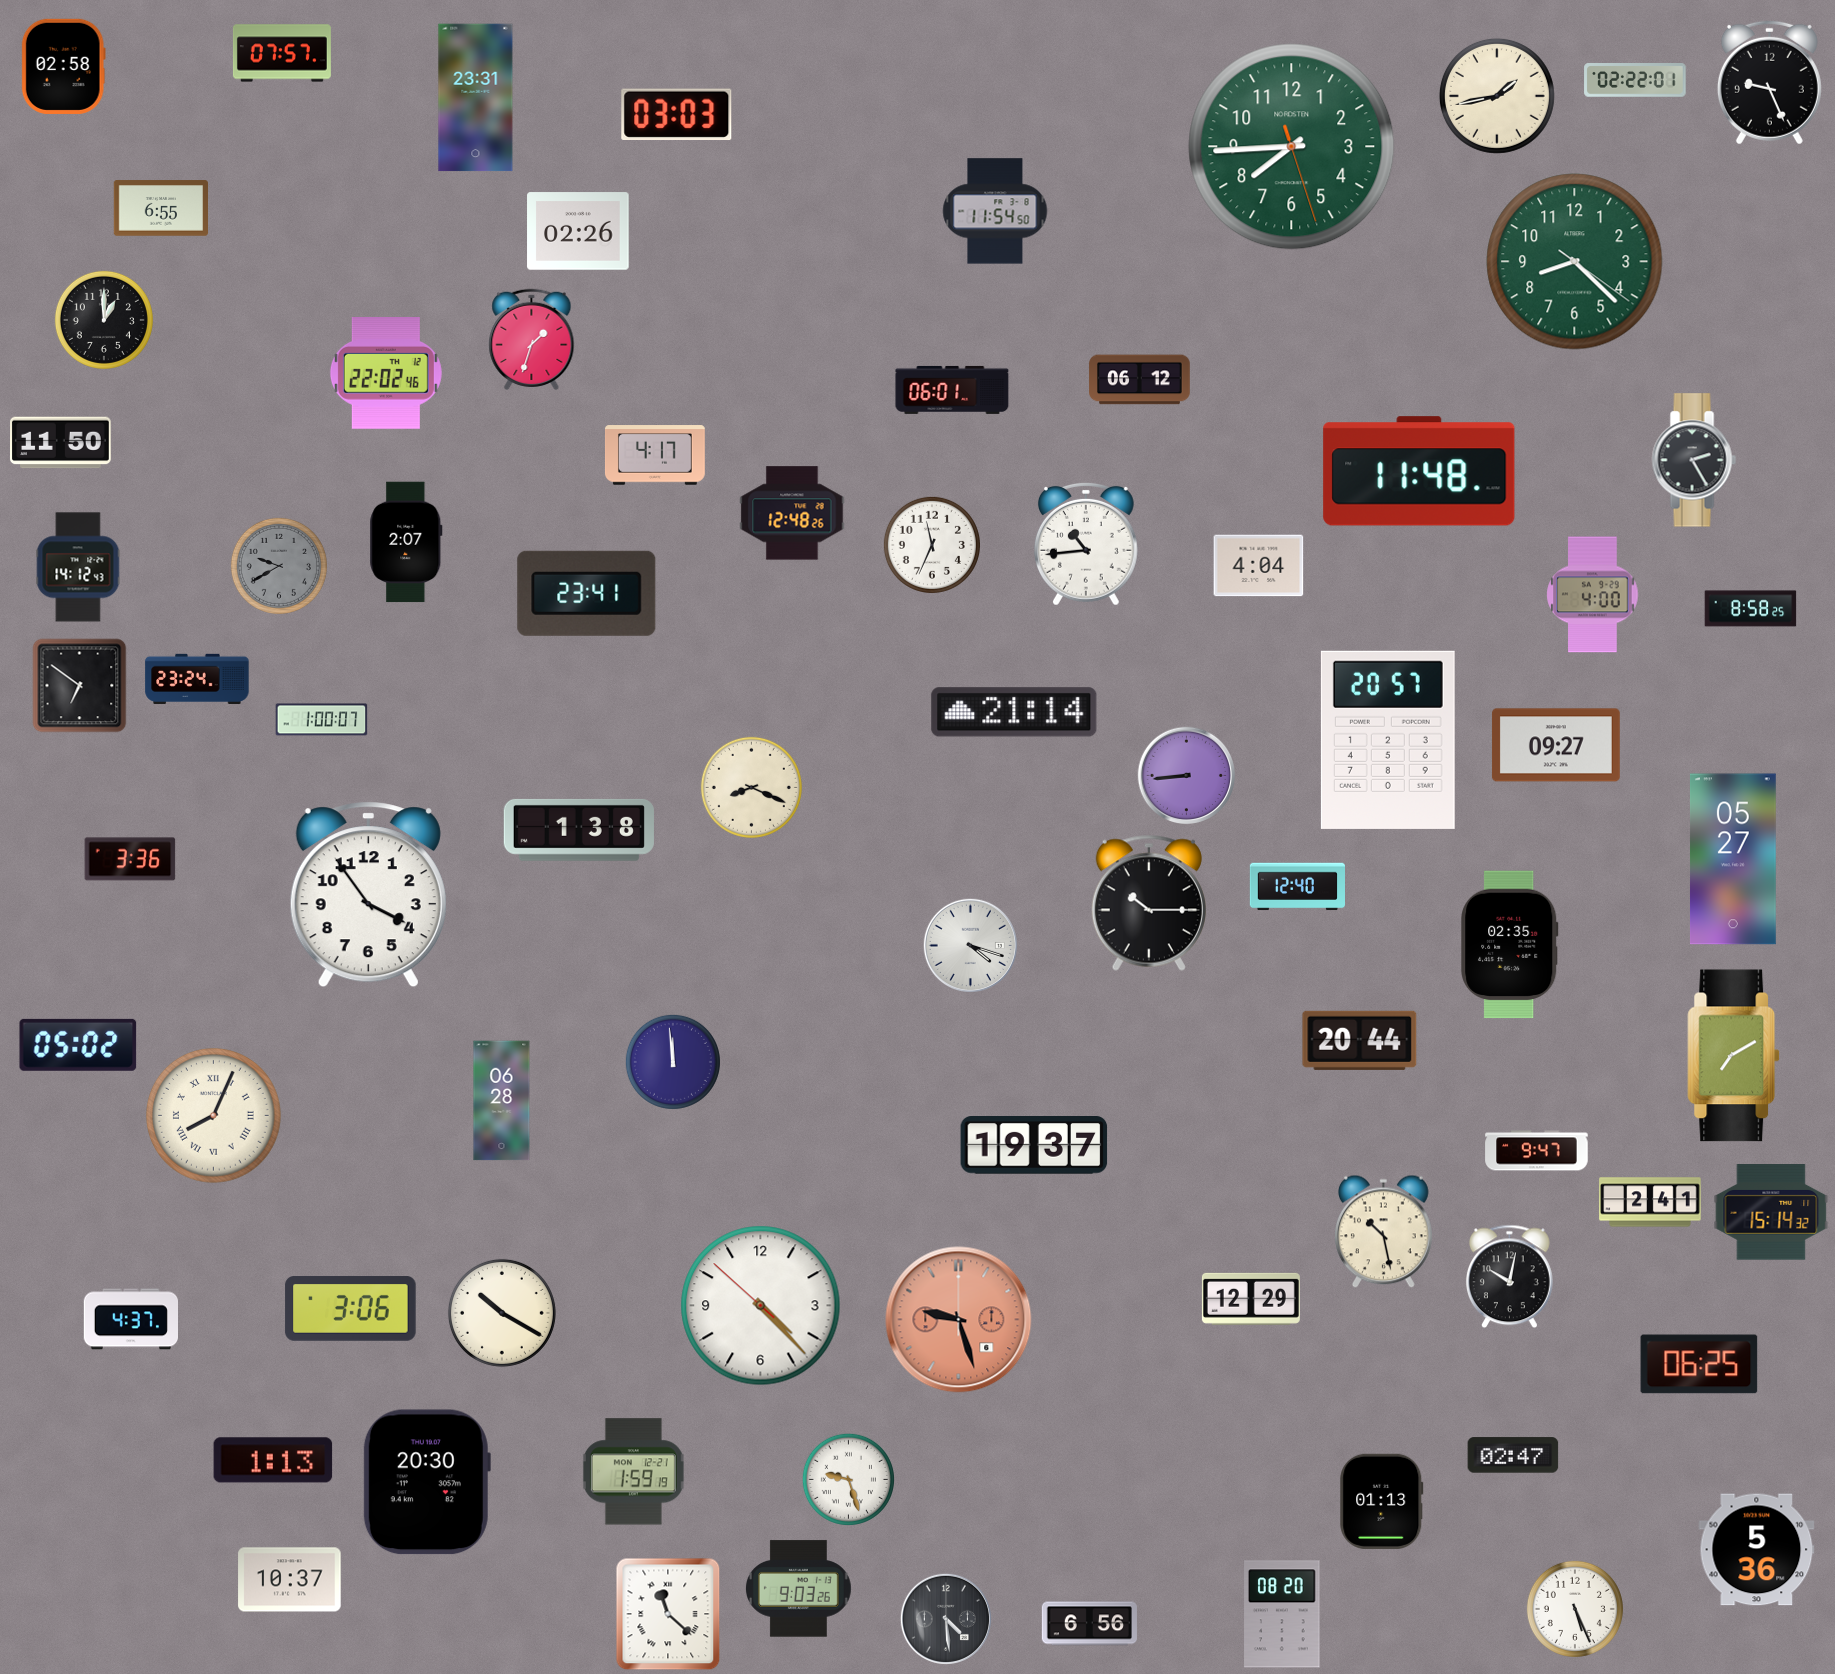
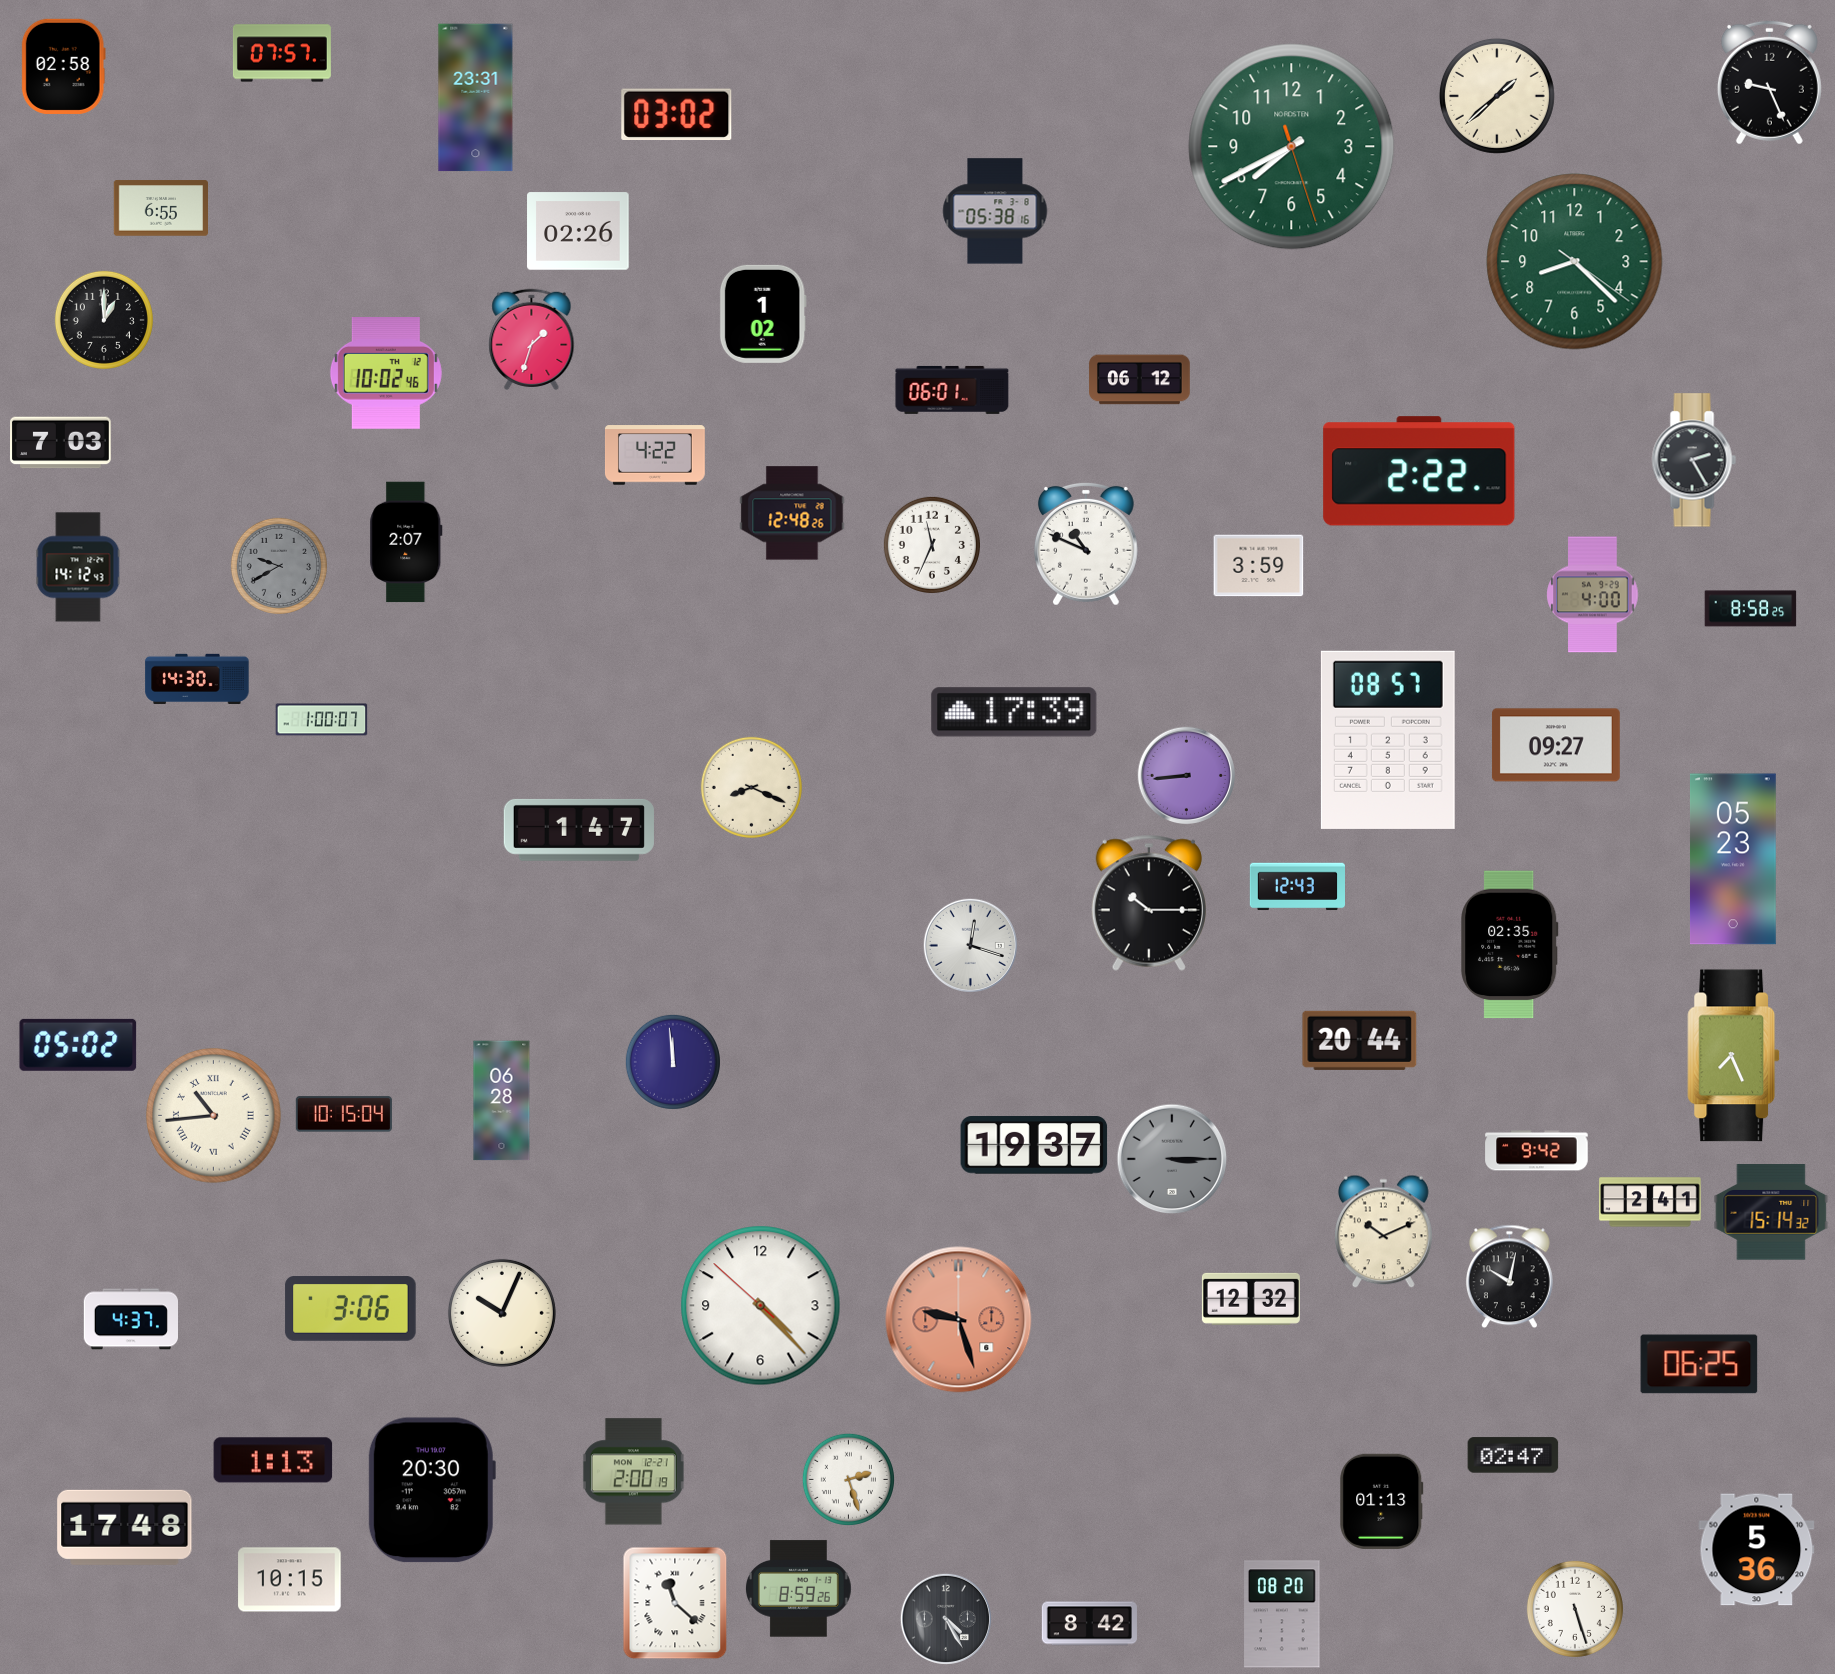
clock at (1635, 80): 02:22 -> none
clock at (1497, 96): 1:43 -> 1:38
clock at (677, 115): 03:03 -> 03:02
clock at (1292, 147): 7:44 -> 7:40
clock at (995, 211): 11:54 -> 05:38
clock at (763, 314): none -> 1:02
clock at (386, 374): 22:02 -> 10:02
clock at (61, 443): 11:50 -> 7:03
clock at (655, 455): 4:17 -> 4:22
clock at (1419, 471): 11:48 -> 2:22
clock at (1086, 544): 10:44 -> 10:49
clock at (1259, 566): 4:04 -> 3:59
clock at (587, 593): 23:41 -> none
clock at (197, 679): 23:24 -> 14:30
clock at (80, 686): 6:51 -> none
clock at (1014, 712): 21:14 -> 17:39
clock at (1388, 740): 20:57 -> 08:57
clock at (579, 830): 1:38 -> 1:47
clock at (130, 859): 3:36 -> none
clock at (1733, 859): 05:27 -> 05:23
clock at (1297, 887): 12:40 -> 12:43
clock at (368, 895): 3:54 -> none
clock at (970, 945): 4:18 -> 12:18
clock at (1734, 1056): 7:10 -> 7:26
clock at (344, 1114): none -> 10:15
clock at (214, 1116): 8:04 -> 10:44
clock at (1537, 1151): 9:47 -> 9:42
clock at (1172, 1159): none -> 3:15
clock at (1384, 1232): 10:28 -> 10:11
clock at (1251, 1299): 12:29 -> 12:32
clock at (502, 1313): 10:20 -> 10:04
clock at (633, 1472): 1:59 -> 2:00
clock at (848, 1479): 9:27 -> 2:27
clock at (427, 1482) position: (427, 1482) -> (432, 1490)
clock at (125, 1527): none -> 17:48
clock at (290, 1580): 10:37 -> 10:15
clock at (798, 1589): 9:03 -> 8:59
clock at (1575, 1609): 5:26 -> 5:27
clock at (668, 1614) position: (668, 1614) -> (675, 1603)
clock at (946, 1619): 4:29 -> 4:25
clock at (1089, 1624): 6:56 -> 8:42
